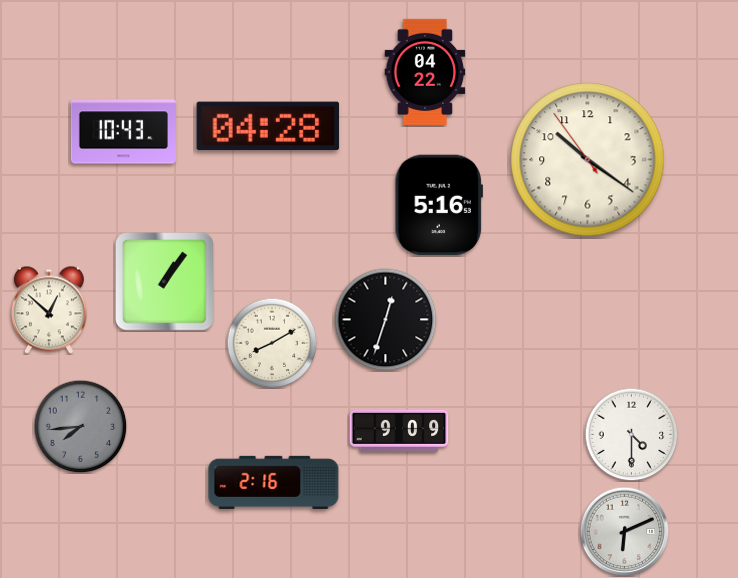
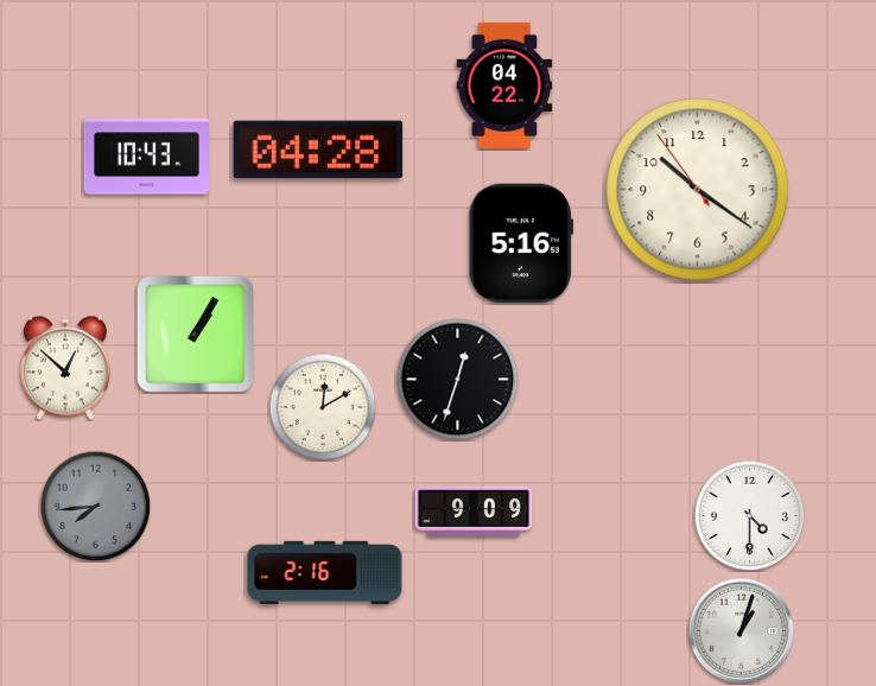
clock at (165, 282): 1:06 -> 1:05
clock at (49, 310) position: (49, 310) -> (65, 368)
clock at (272, 343): 8:10 -> 12:10
clock at (624, 531): 6:11 -> 1:03
